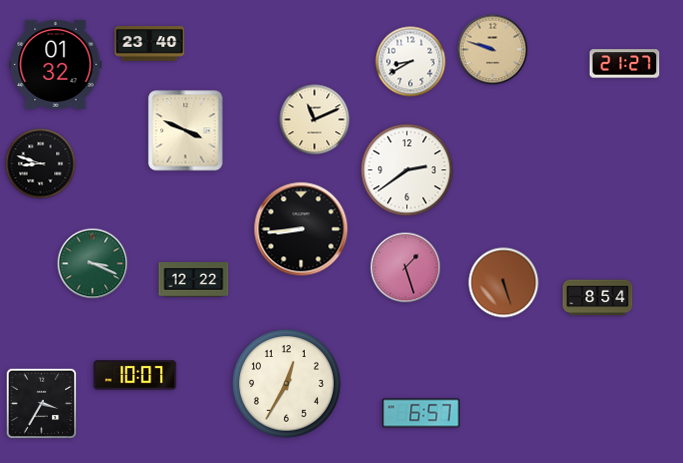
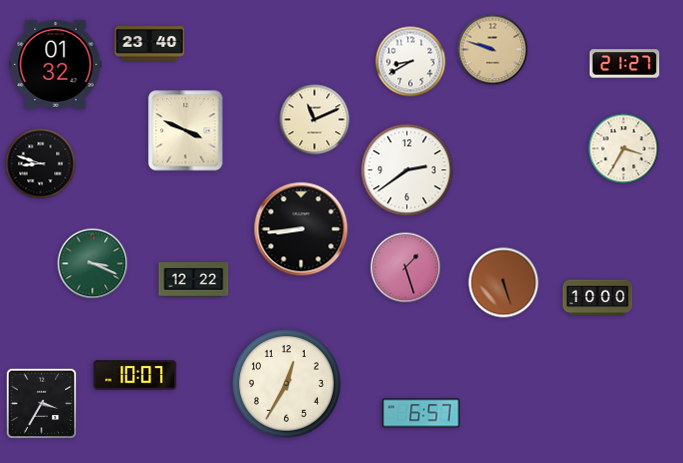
clock at (624, 149): none -> 3:35
clock at (598, 298): 8:54 -> 10:00
